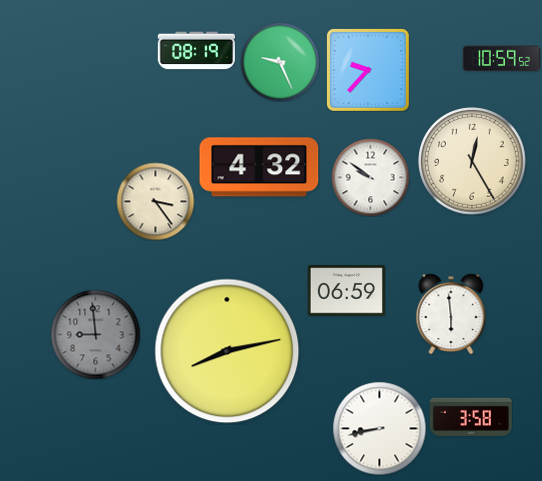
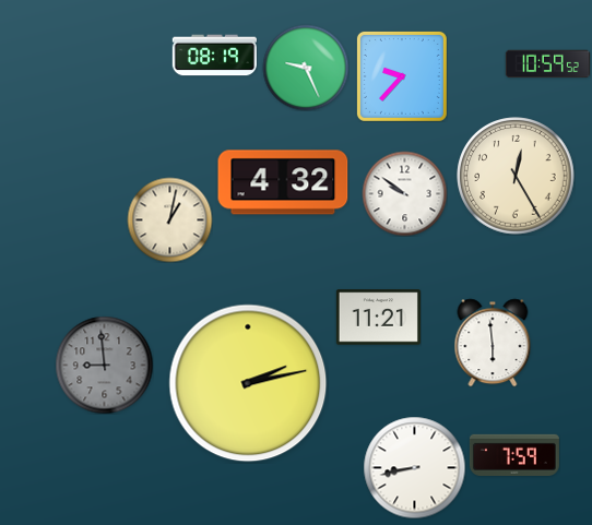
clock at (155, 201): 3:24 -> 1:02
clock at (346, 291): 06:59 -> 11:21
clock at (227, 351): 8:13 -> 2:13
clock at (471, 417): 3:58 -> 7:59
